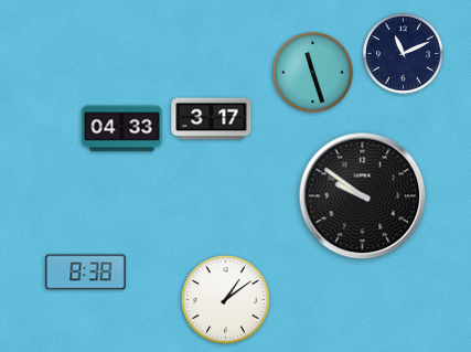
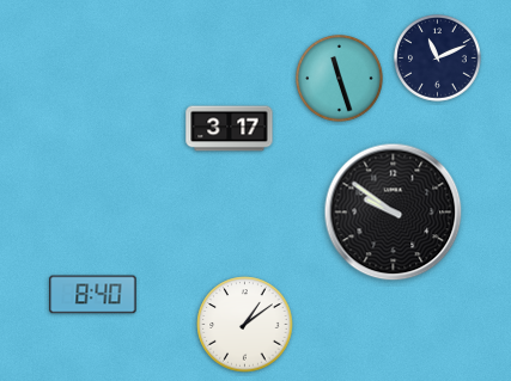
clock at (122, 129): 04:33 -> none
clock at (86, 273): 8:38 -> 8:40
